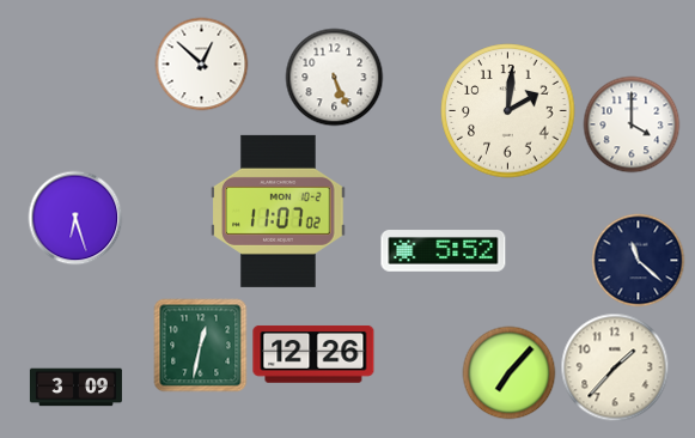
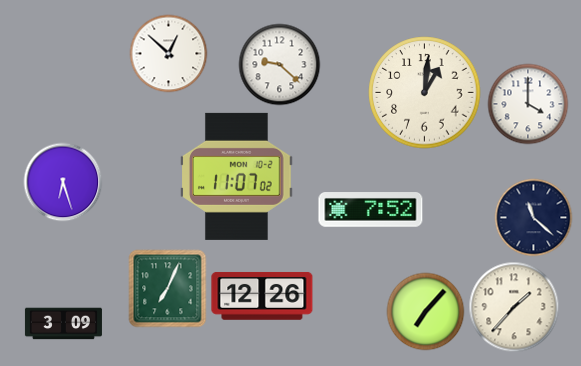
clock at (334, 77): 5:26 -> 9:22
clock at (508, 111): 2:01 -> 1:01
clock at (279, 211) position: (279, 211) -> (237, 176)
clock at (444, 251): 5:52 -> 7:52
clock at (200, 345): 12:32 -> 7:04
